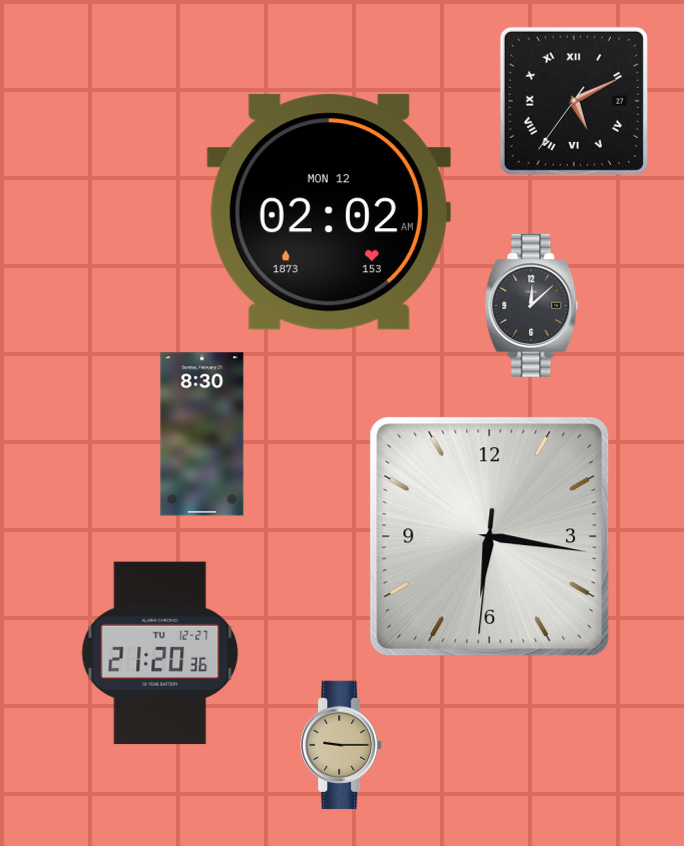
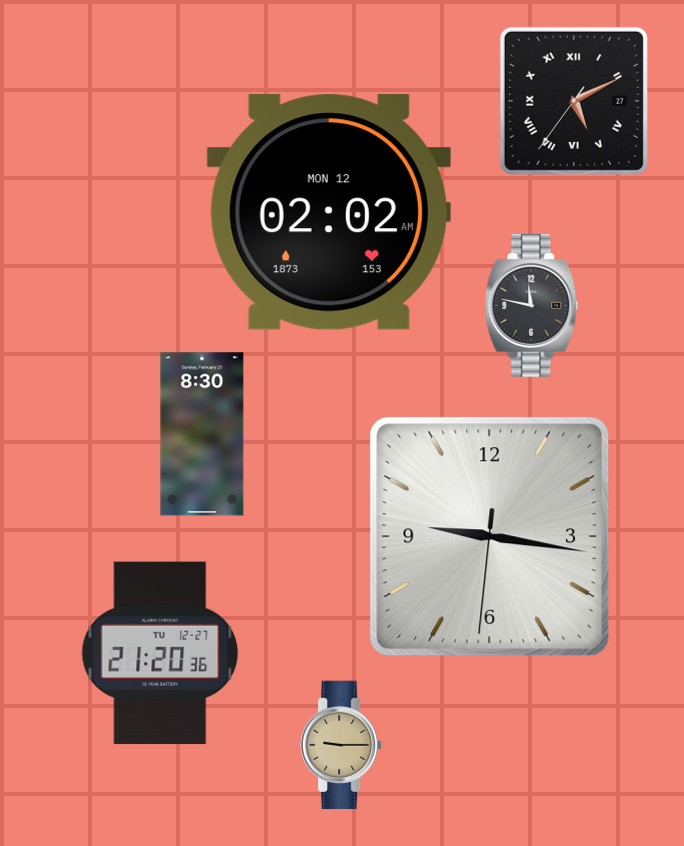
clock at (532, 305): 12:08 -> 11:47
clock at (490, 537): 6:16 -> 9:16
